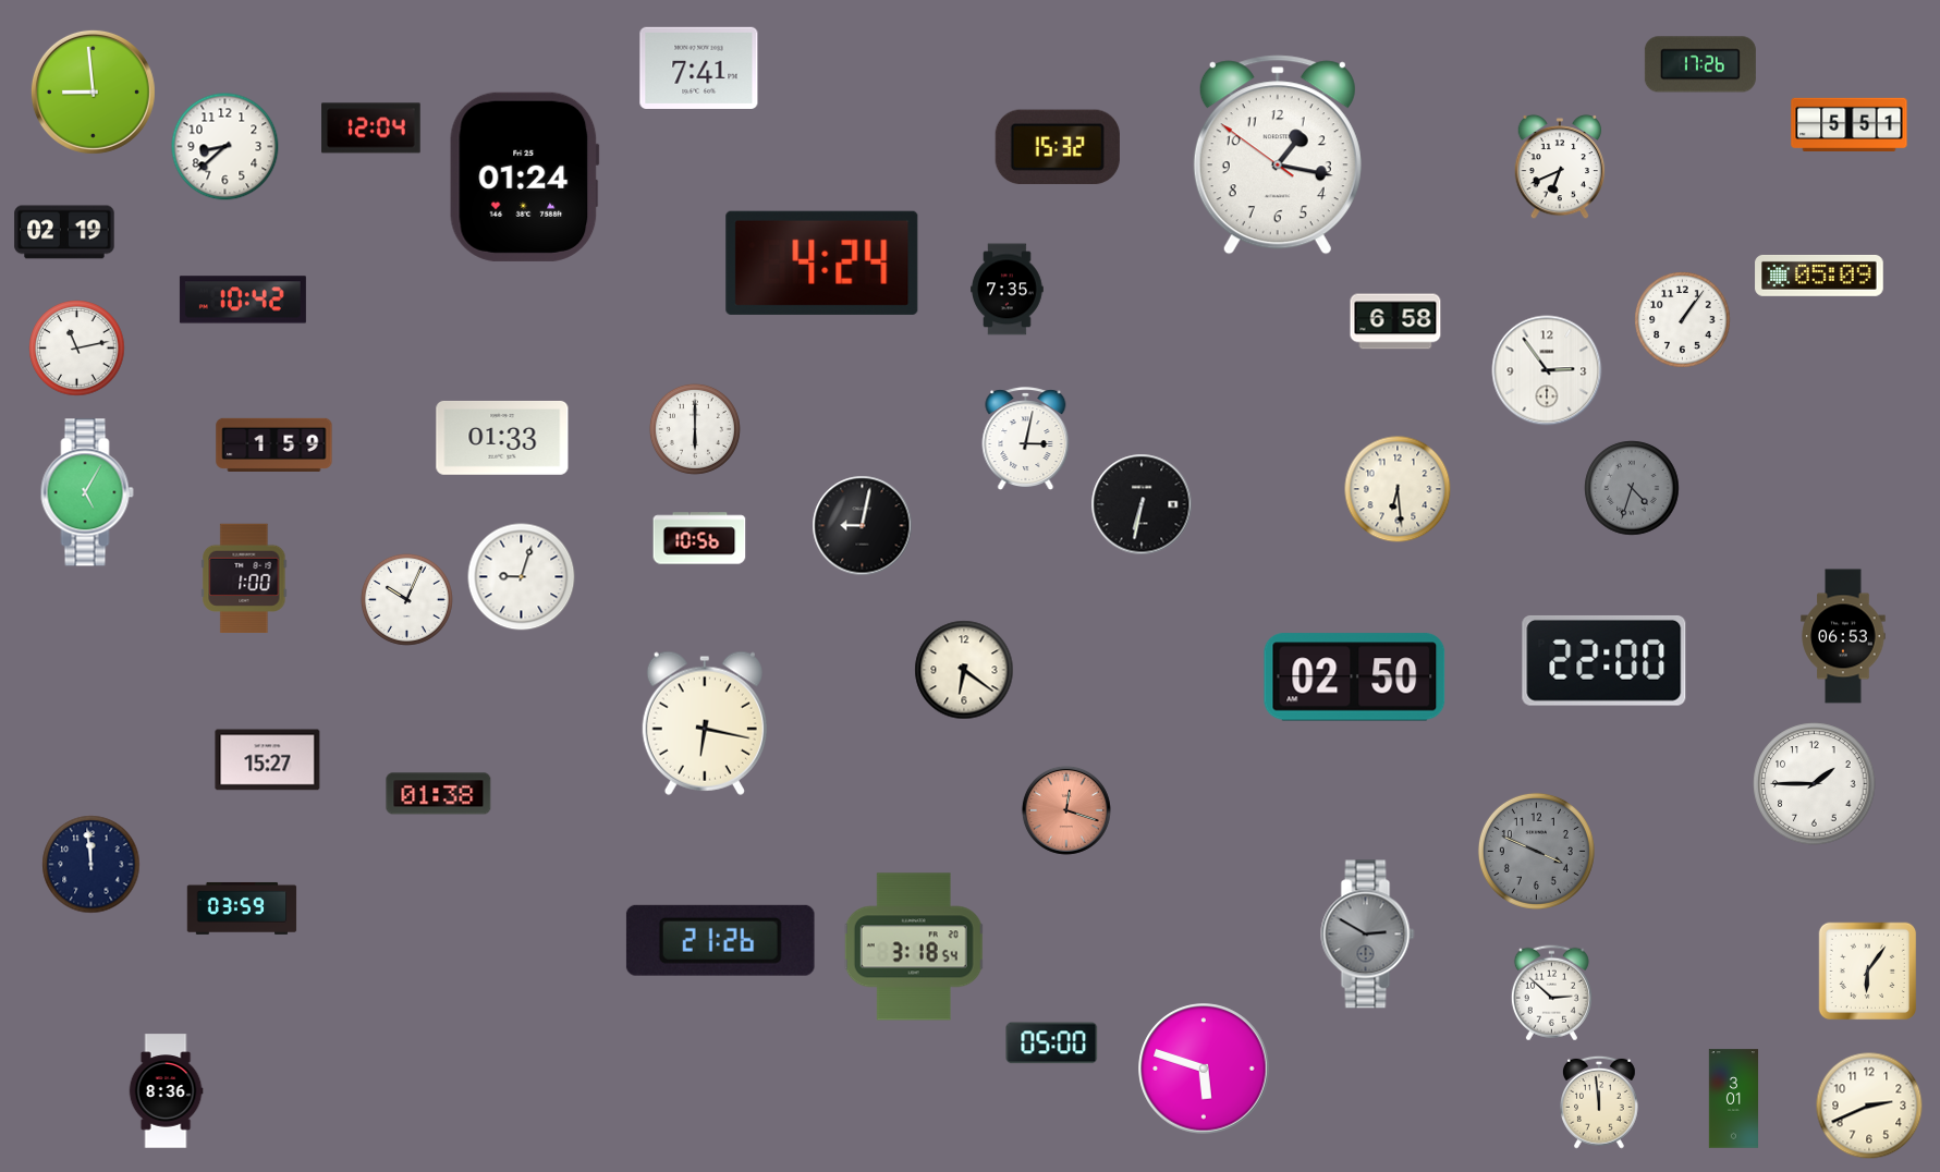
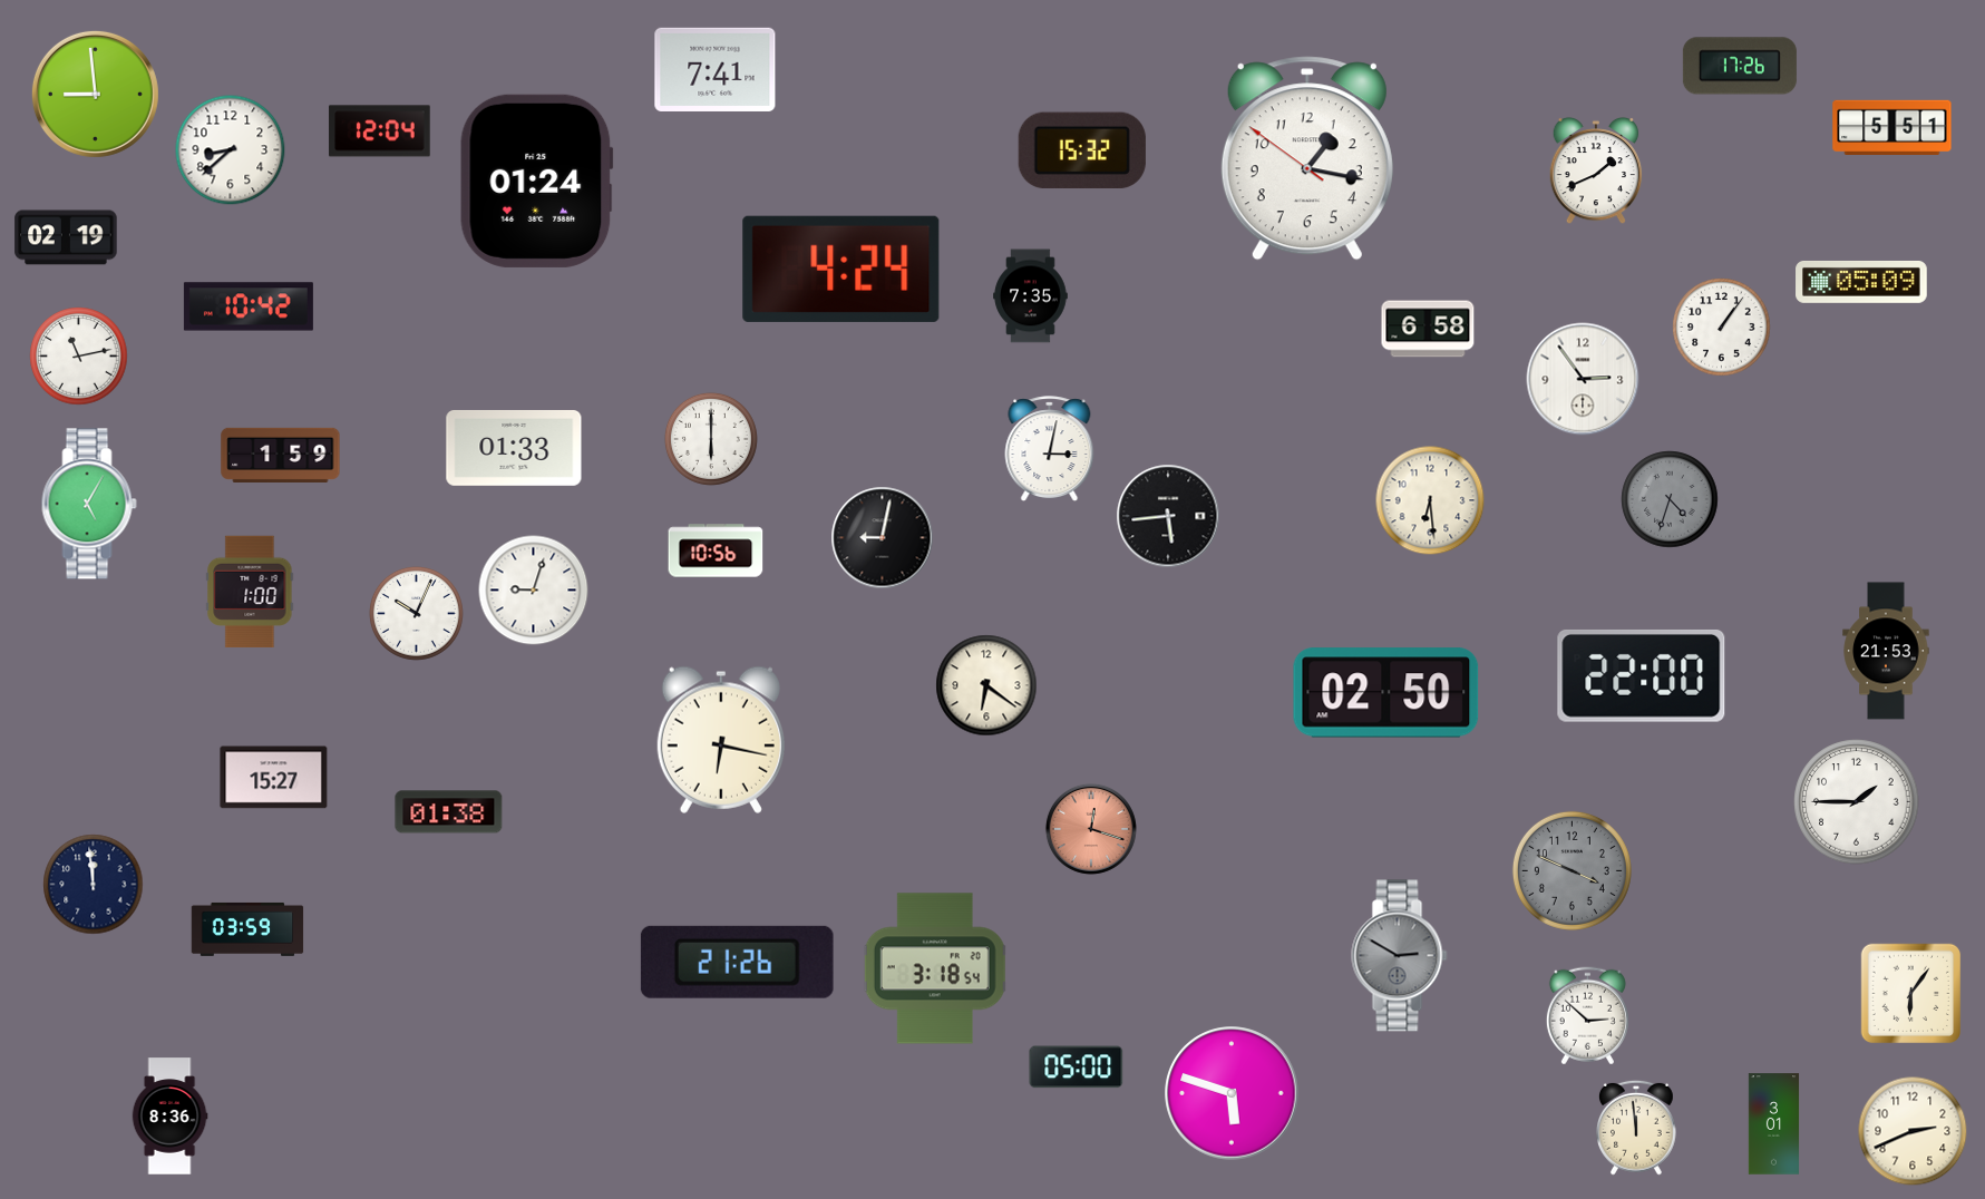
clock at (1560, 167): 6:41 -> 1:41
clock at (1142, 504): 6:32 -> 5:44
clock at (1843, 636): 06:53 -> 21:53
